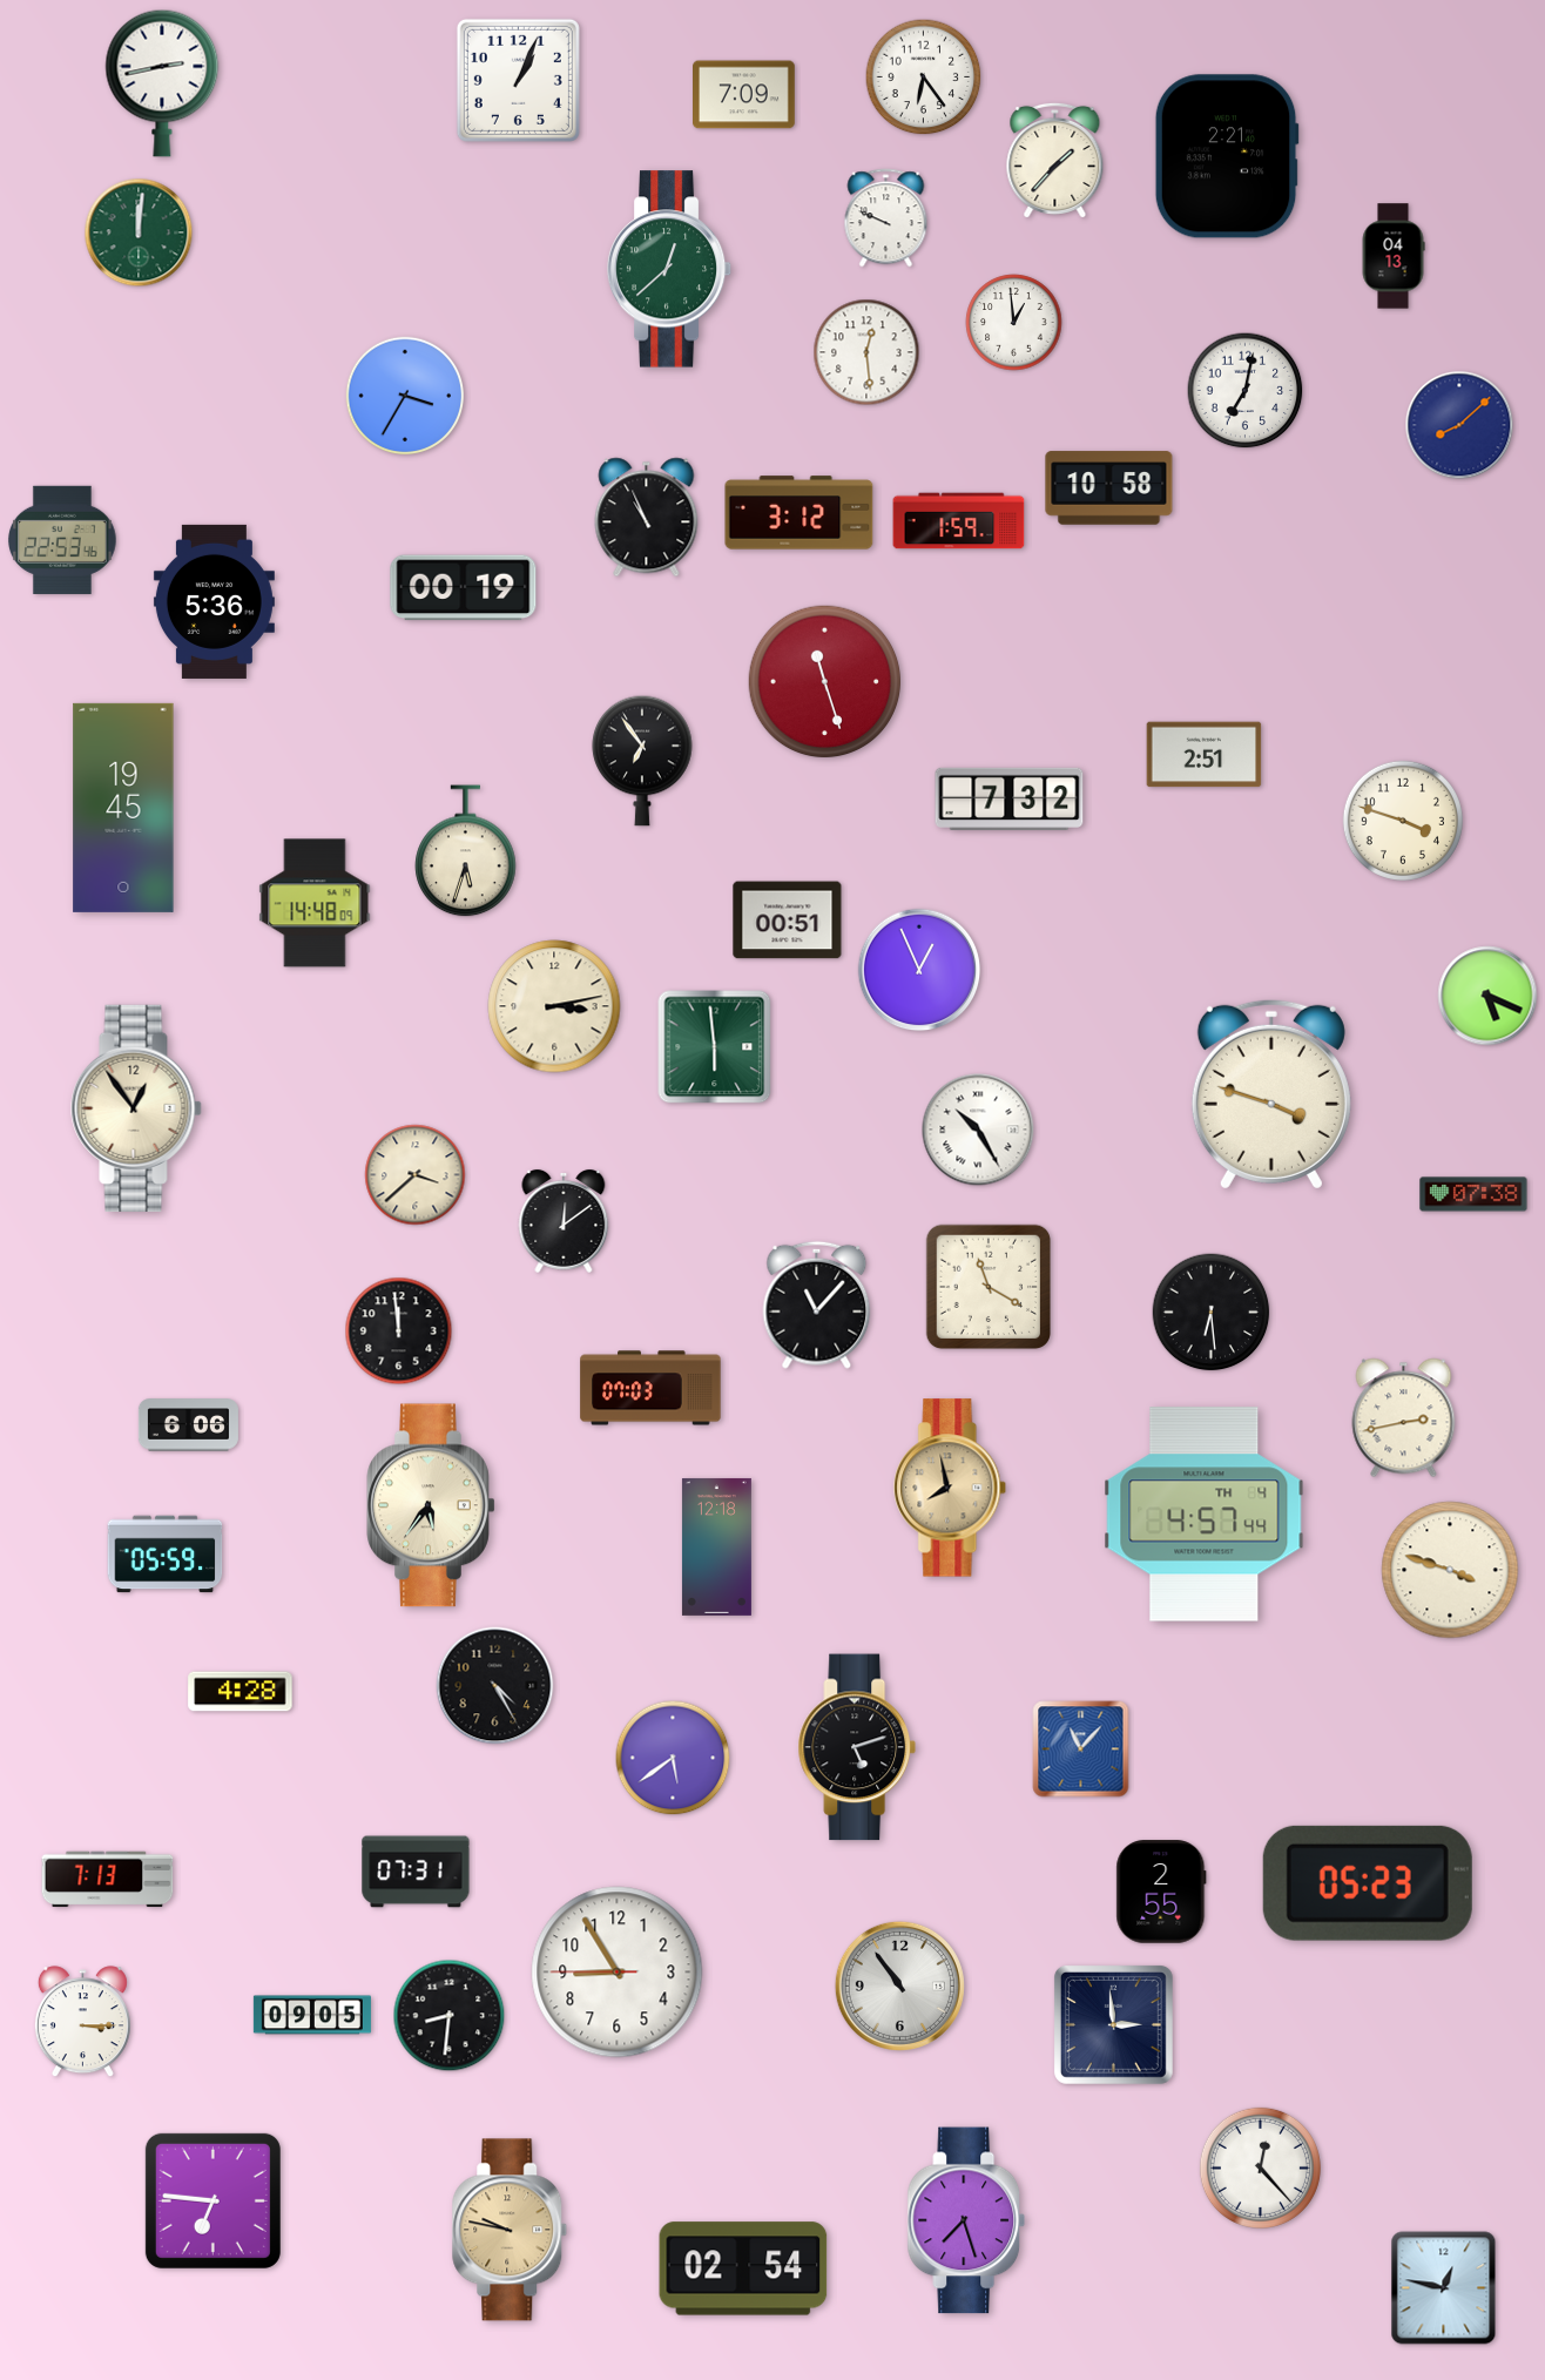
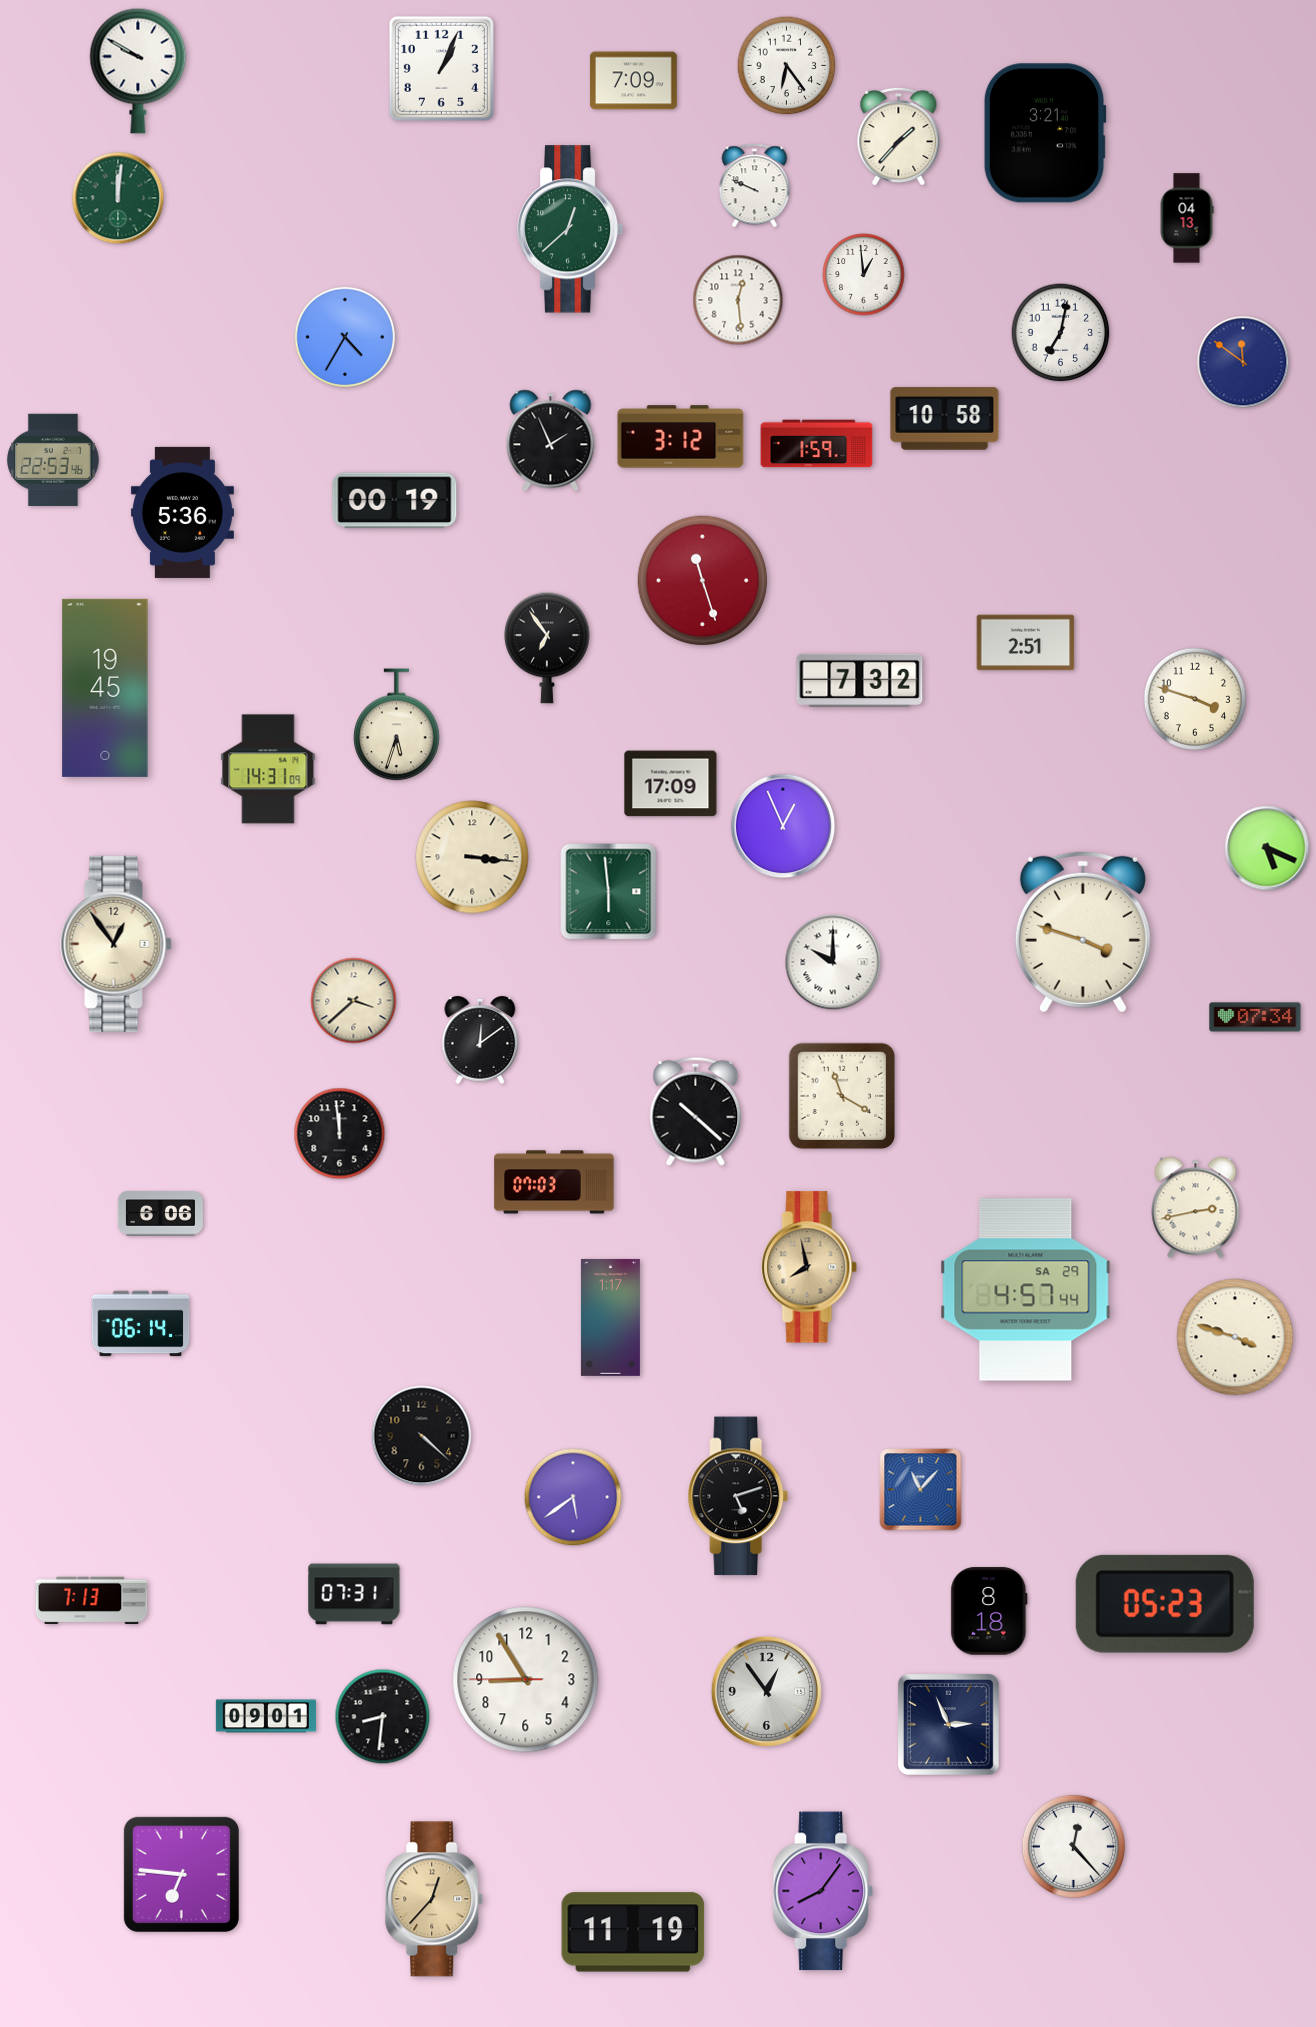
clock at (162, 83): 2:43 -> 9:50
clock at (1227, 156): 2:21 -> 3:21
clock at (405, 396): 3:35 -> 4:35
clock at (1459, 425): 8:08 -> 11:51
clock at (1109, 488) position: (1109, 488) -> (945, 419)
clock at (647, 518): 10:56 -> 1:56
clock at (315, 903): 14:48 -> 14:31
clock at (788, 921): 00:51 -> 17:09
clock at (554, 1006): 3:13 -> 3:16
clock at (978, 1130): 10:25 -> 10:00
clock at (1473, 1194): 07:38 -> 07:34
clock at (817, 1304): 11:07 -> 10:22
clock at (1212, 1313): 6:29 -> none
clock at (431, 1505): 5:36 -> none
clock at (1205, 1515) date: TH 4 -> SA 29
clock at (716, 1546): 12:18 -> 1:17
clock at (166, 1555): 05:59 -> 06:14
clock at (495, 1686): 4:25 -> 4:22
clock at (241, 1692): 4:28 -> none
clock at (857, 1747) position: (857, 1747) -> (738, 1496)
clock at (1161, 1892): 2:55 -> 8:18
clock at (899, 1985): 10:54 -> 12:54
clock at (312, 2015): 09:05 -> 09:01
clock at (82, 2022): 3:15 -> none
clock at (1113, 2024): 2:59 -> 2:56
clock at (966, 2220): 7:27 -> 8:06
clock at (510, 2230): 9:47 -> 12:37
clock at (743, 2268): 02:54 -> 11:19
clock at (1444, 2288): 12:47 -> none
